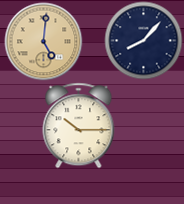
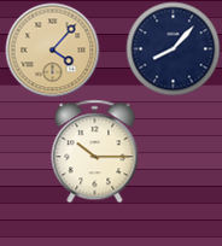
clock at (43, 41): 5:01 -> 4:07
